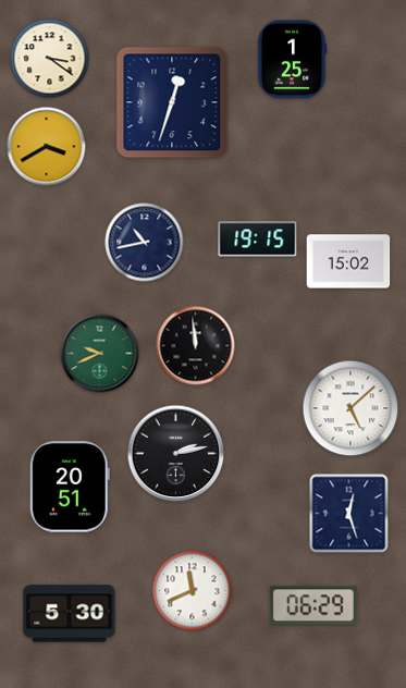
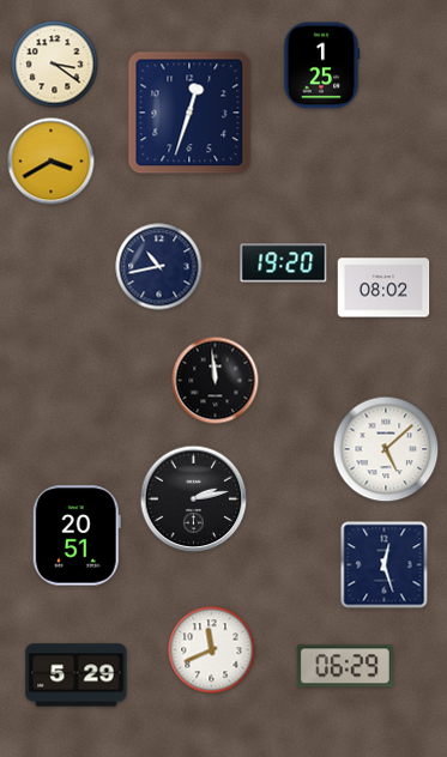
clock at (258, 239): 19:15 -> 19:20
clock at (348, 261): 15:02 -> 08:02
clock at (100, 354): 9:41 -> none
clock at (70, 614): 5:30 -> 5:29
